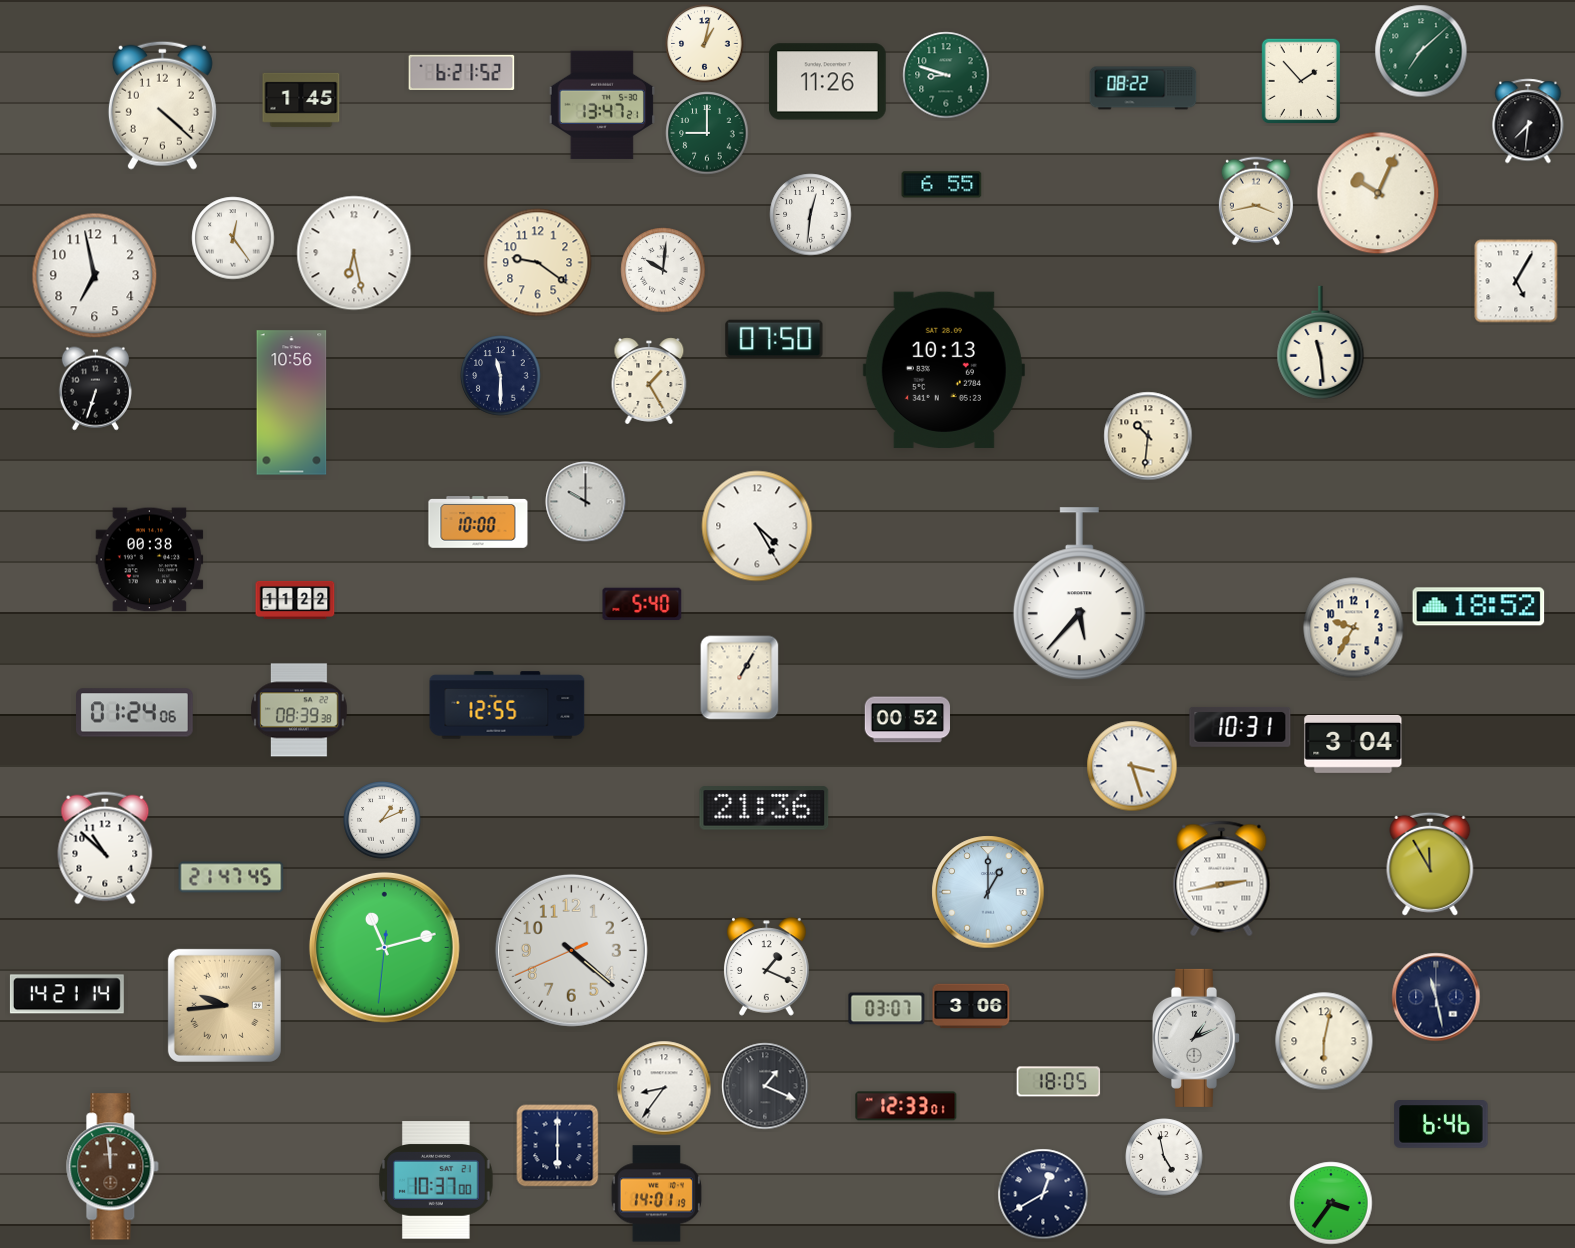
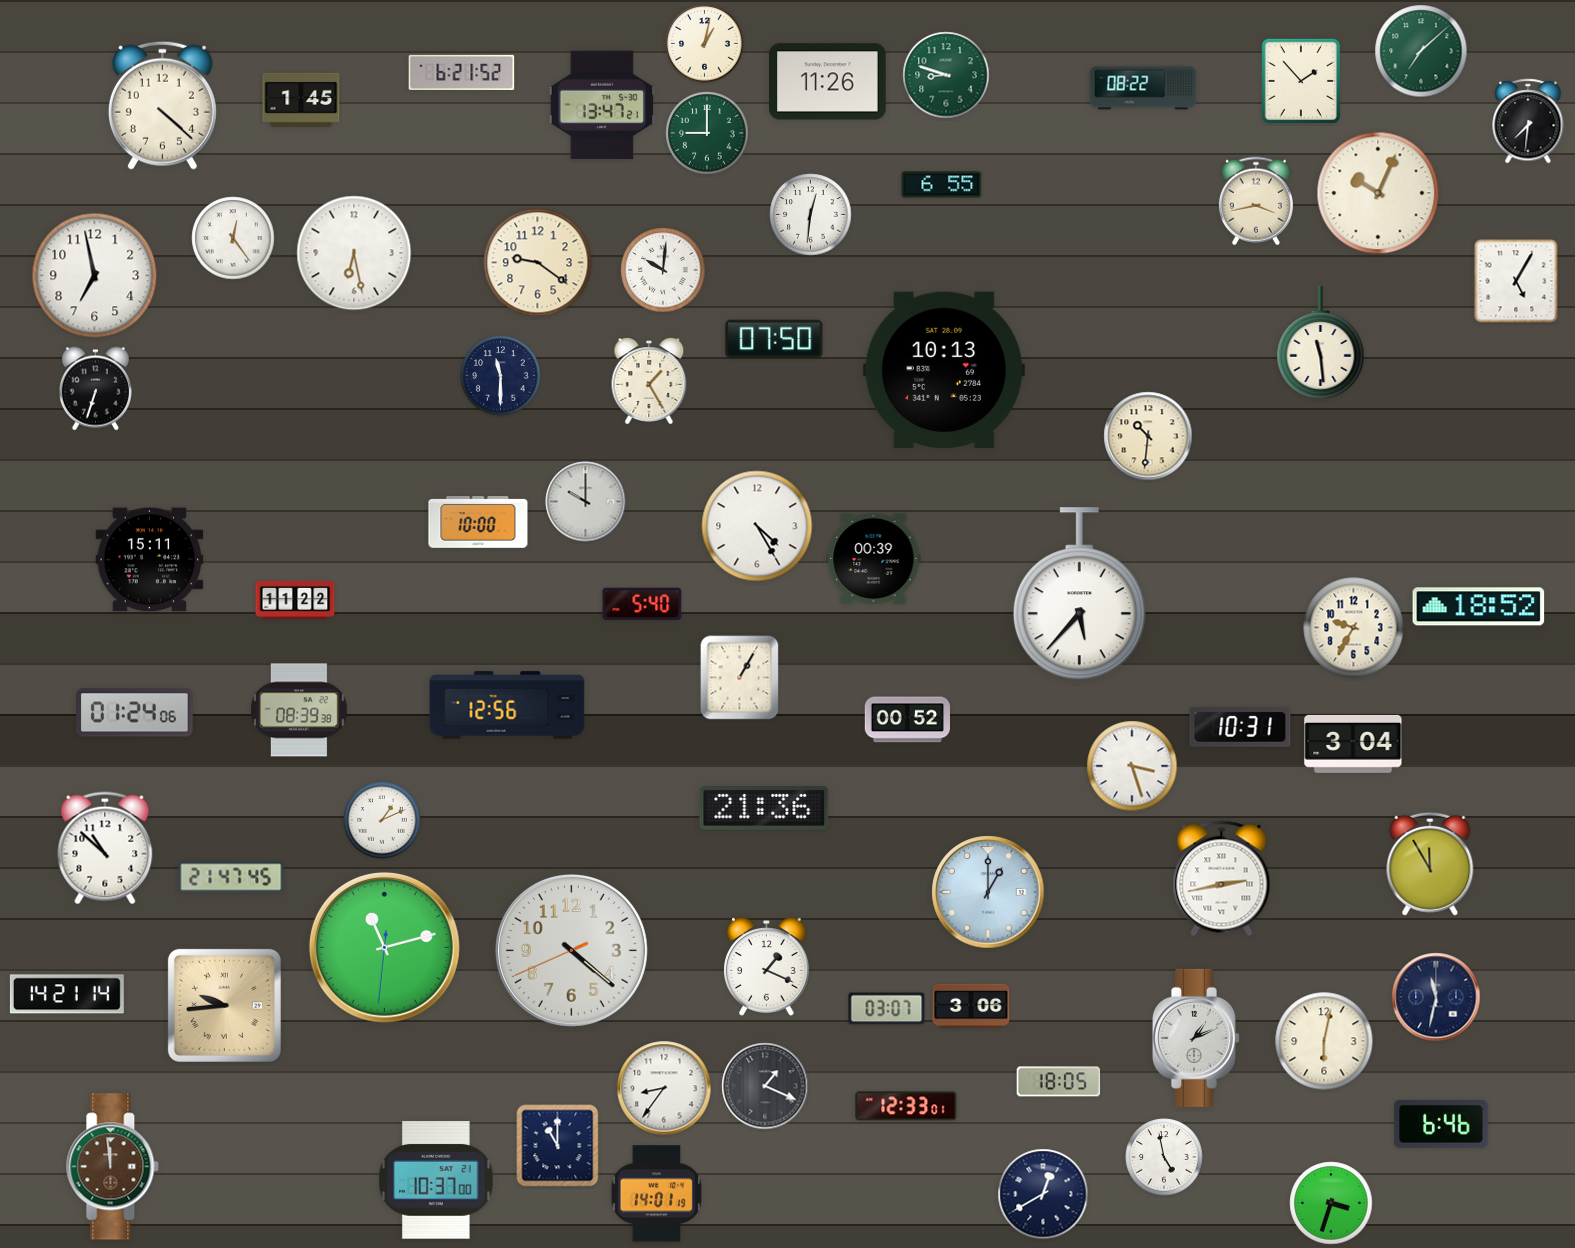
clock at (292, 403): 10:56 -> none
clock at (874, 558): none -> 00:39
clock at (150, 560): 00:38 -> 15:11
clock at (507, 705): 12:55 -> 12:56
clock at (1436, 997): 11:28 -> 11:32
clock at (558, 1146): 6:00 -> 11:00
clock at (1331, 1203): 3:36 -> 3:33
